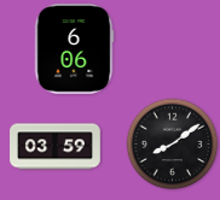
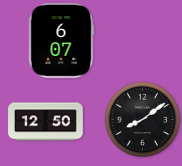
clock at (74, 49): 6:06 -> 6:07
clock at (56, 147): 03:59 -> 12:50
